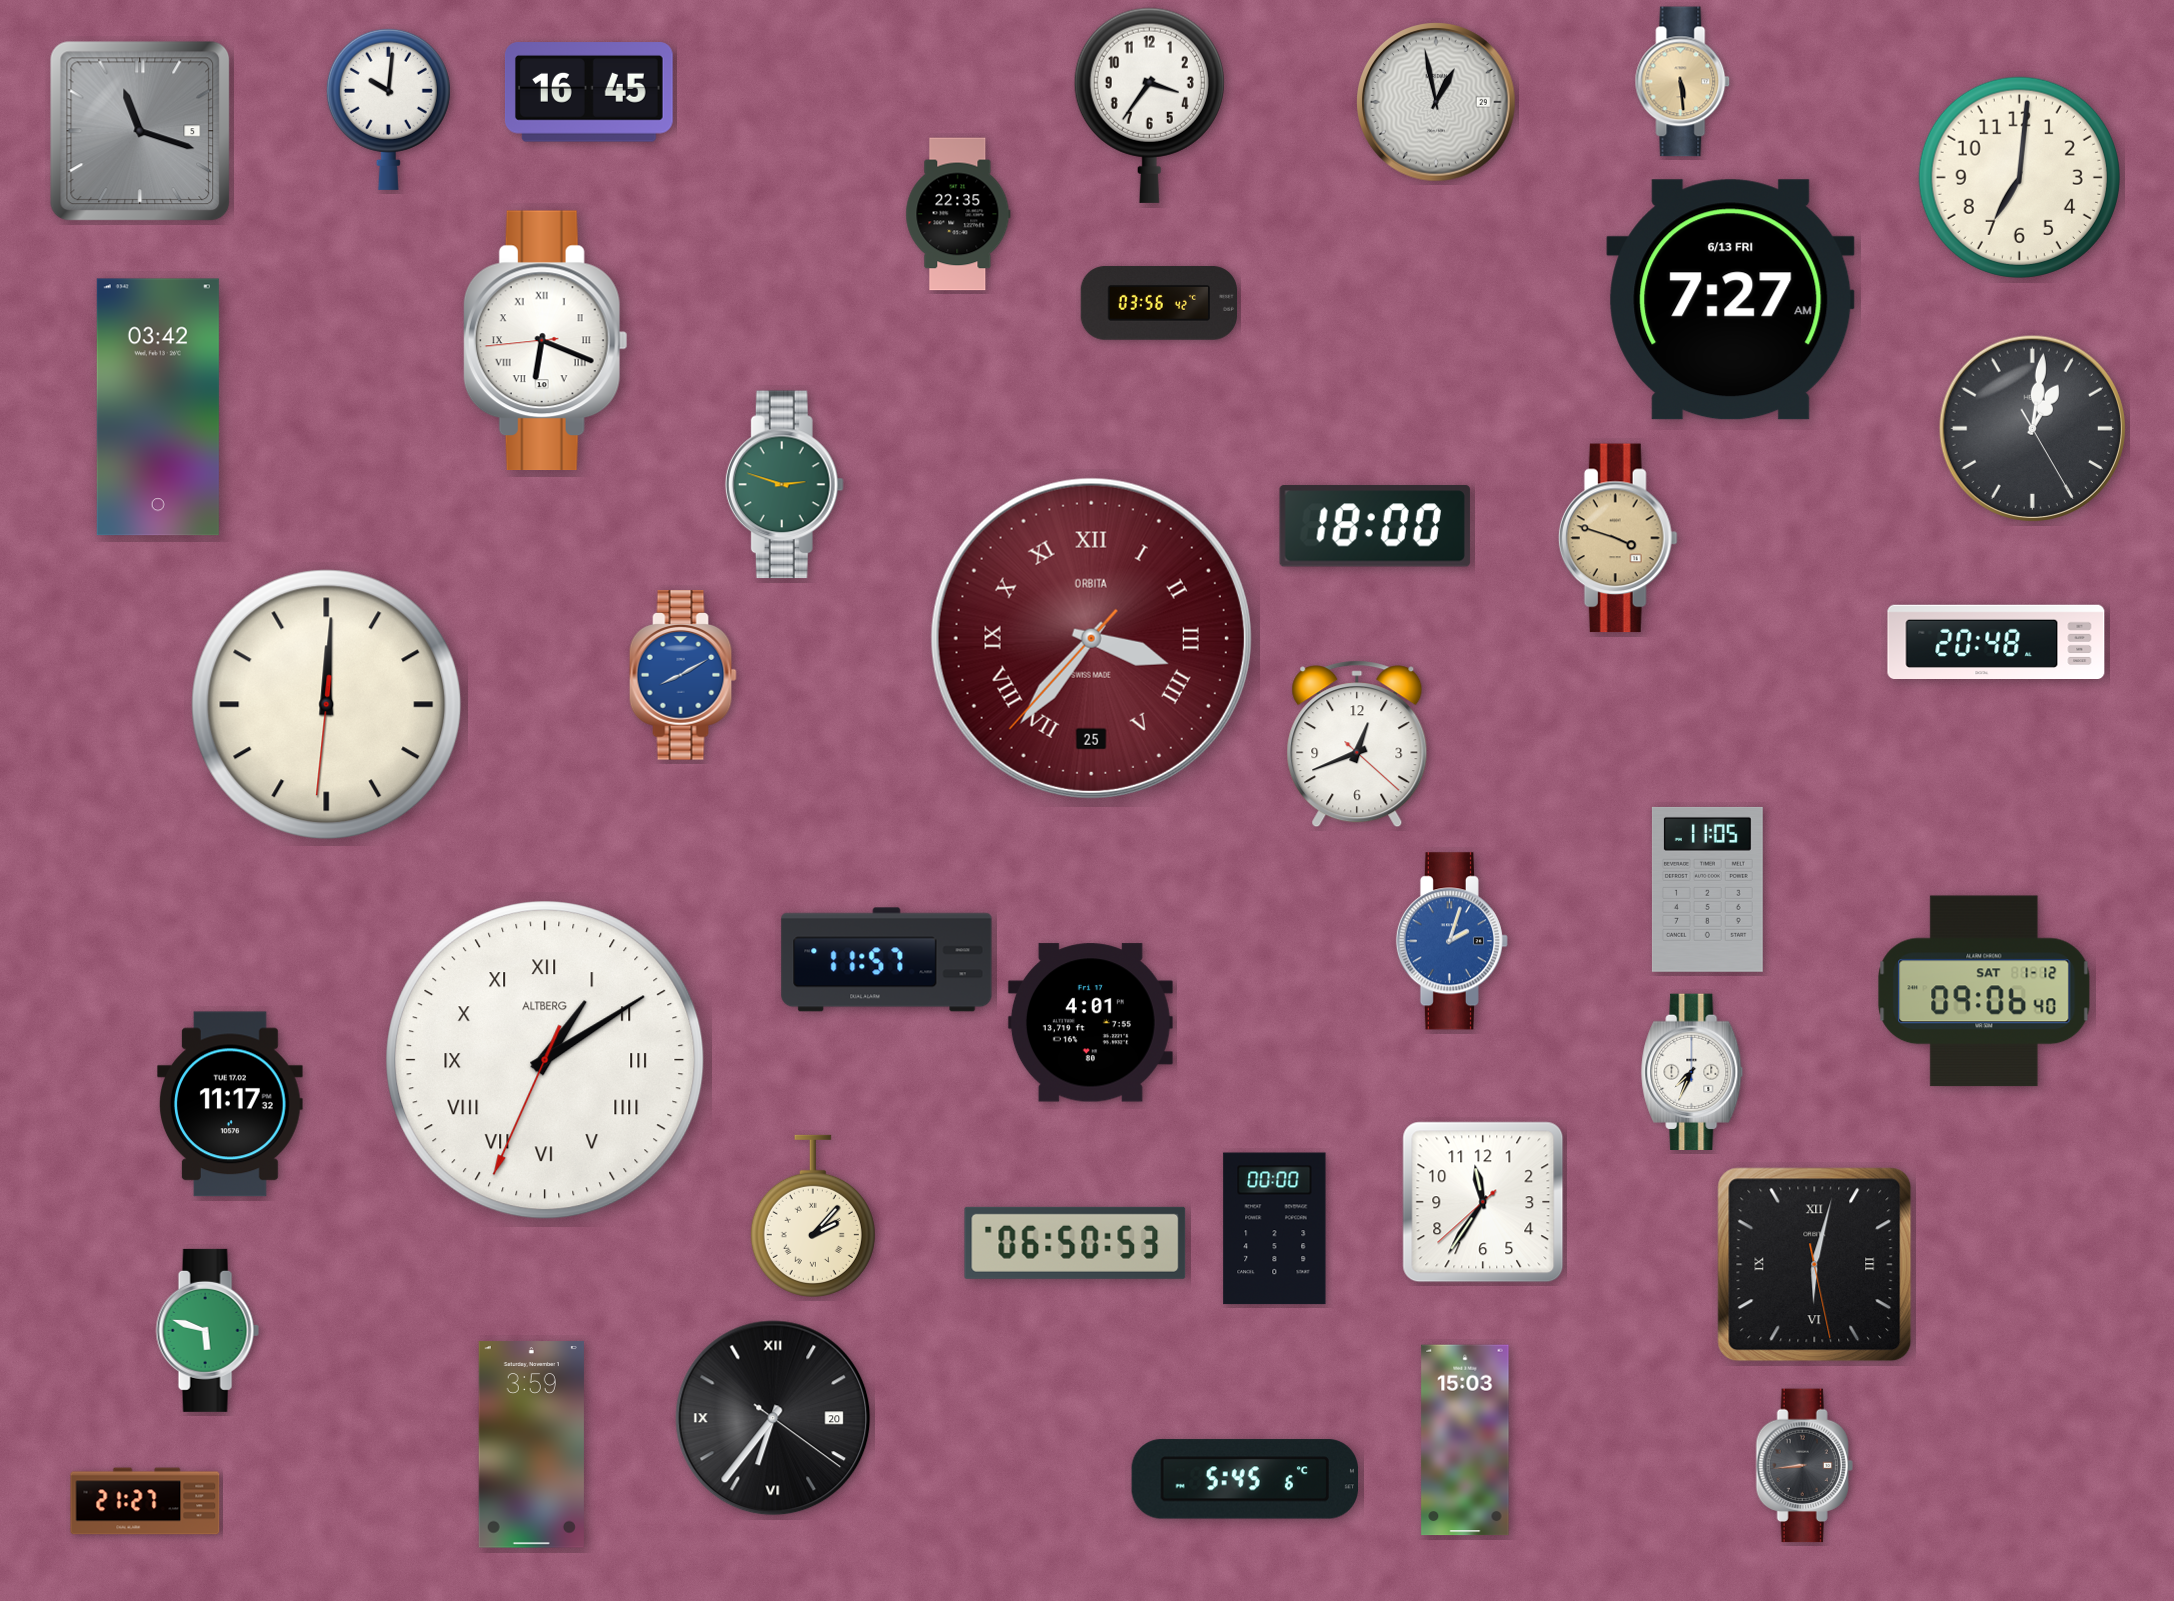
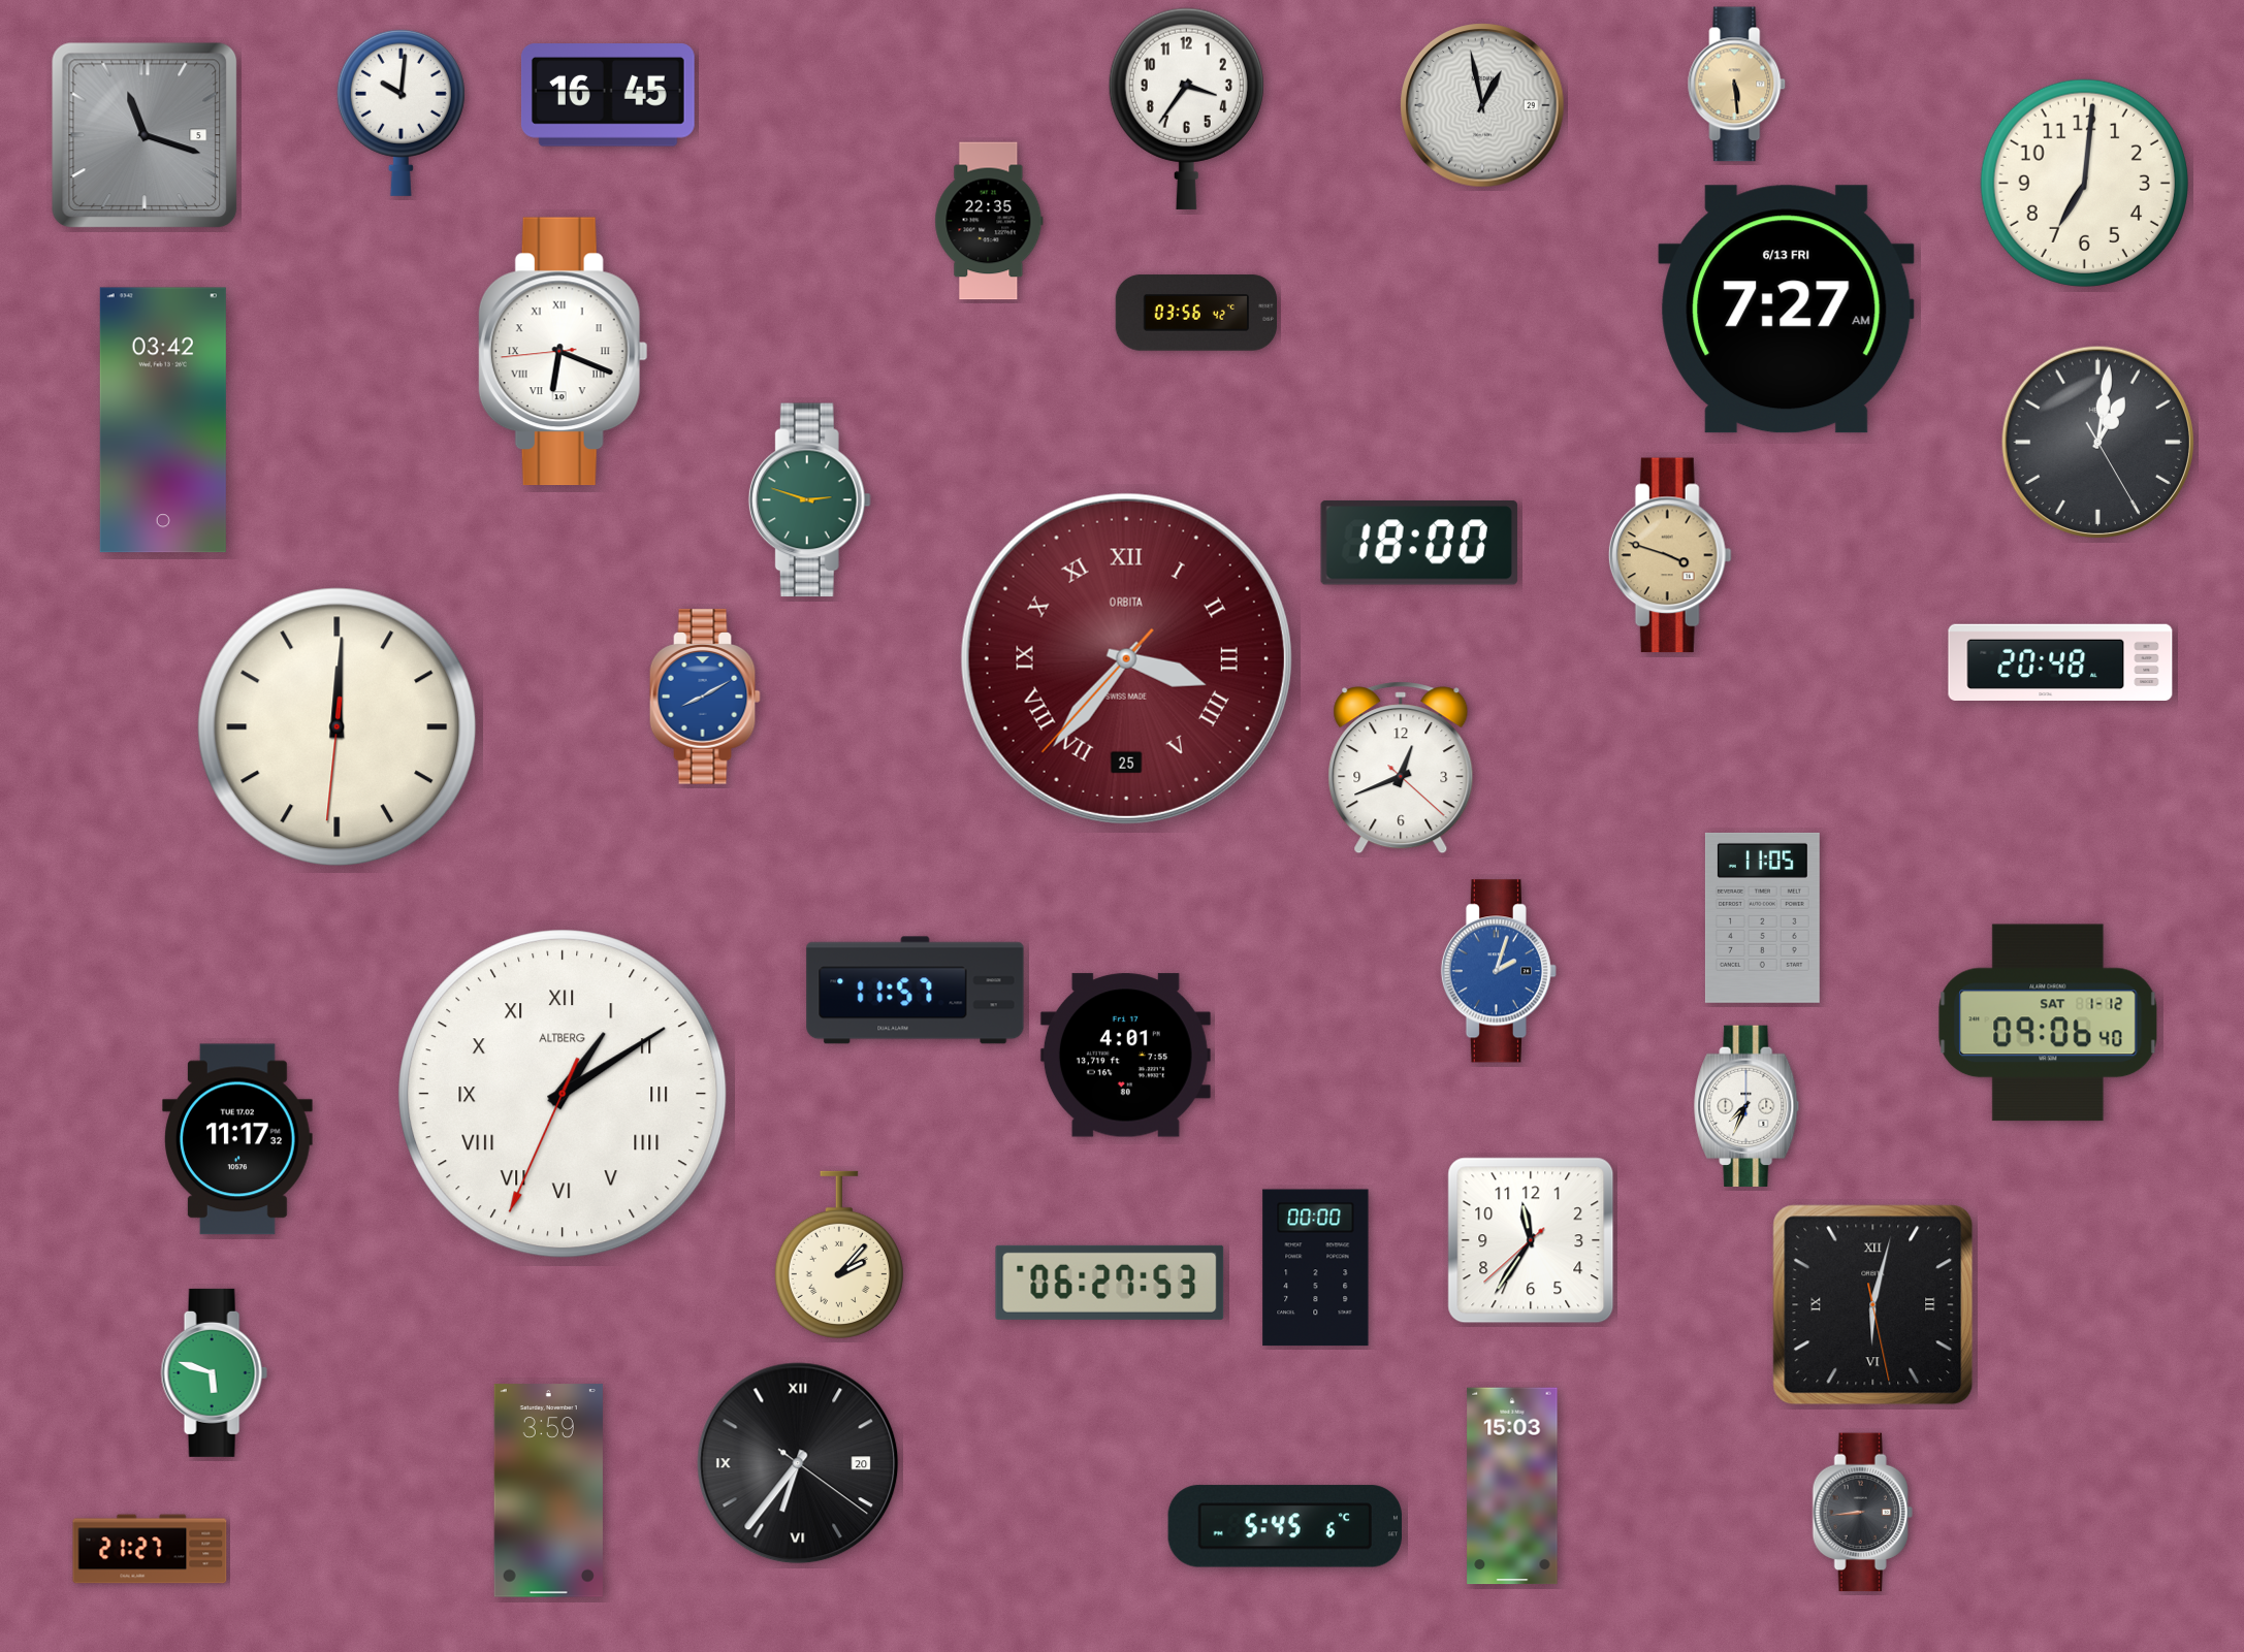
clock at (1075, 1243): 06:50 -> 06:27
